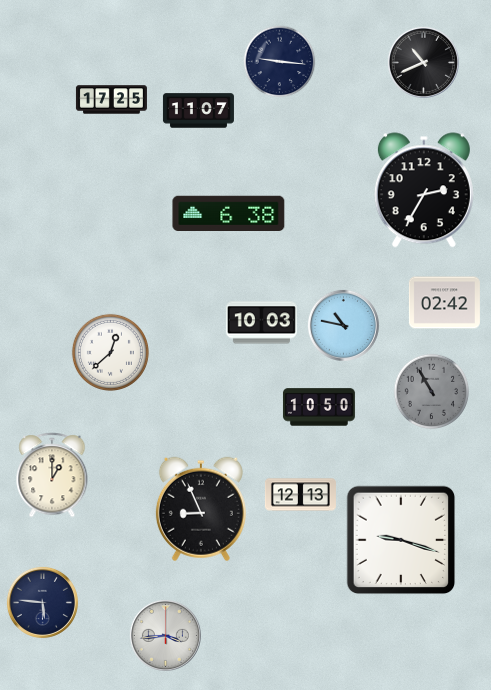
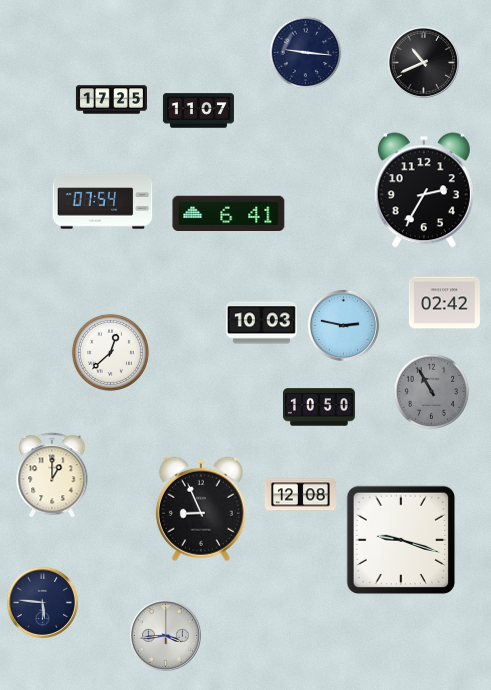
clock at (280, 62) position: (280, 62) -> (306, 53)
clock at (103, 202): none -> 07:54
clock at (229, 214): 6:38 -> 6:41
clock at (343, 325): 10:47 -> 2:47
clock at (300, 495): 12:13 -> 12:08
